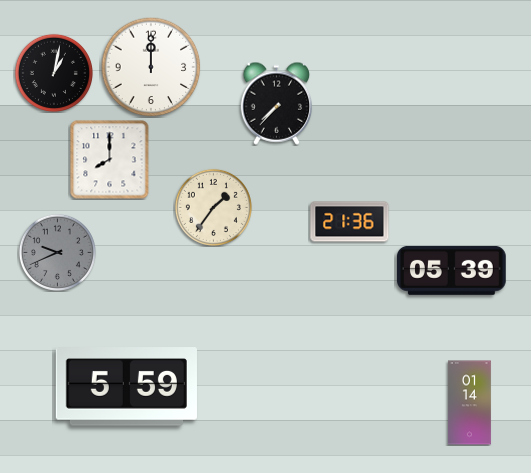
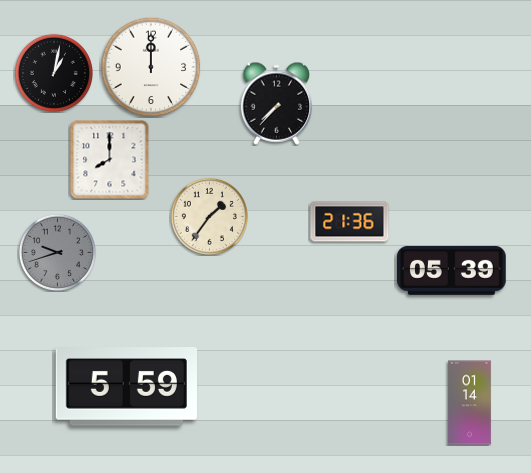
clock at (213, 207) position: (213, 207) -> (209, 216)
clock at (57, 252): 9:41 -> 9:42
